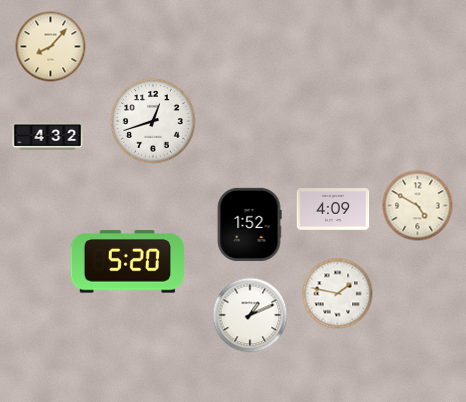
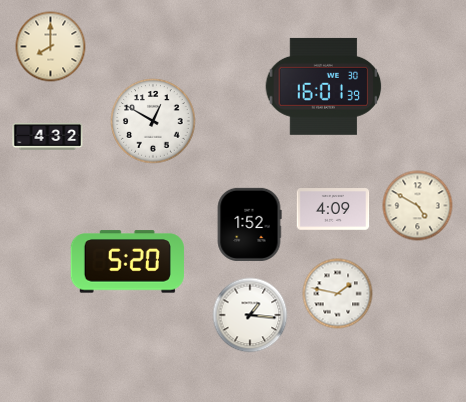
clock at (51, 47): 8:07 -> 8:00
clock at (324, 86): none -> 16:01
clock at (153, 121): 12:42 -> 12:50
clock at (250, 315): 1:11 -> 1:16
